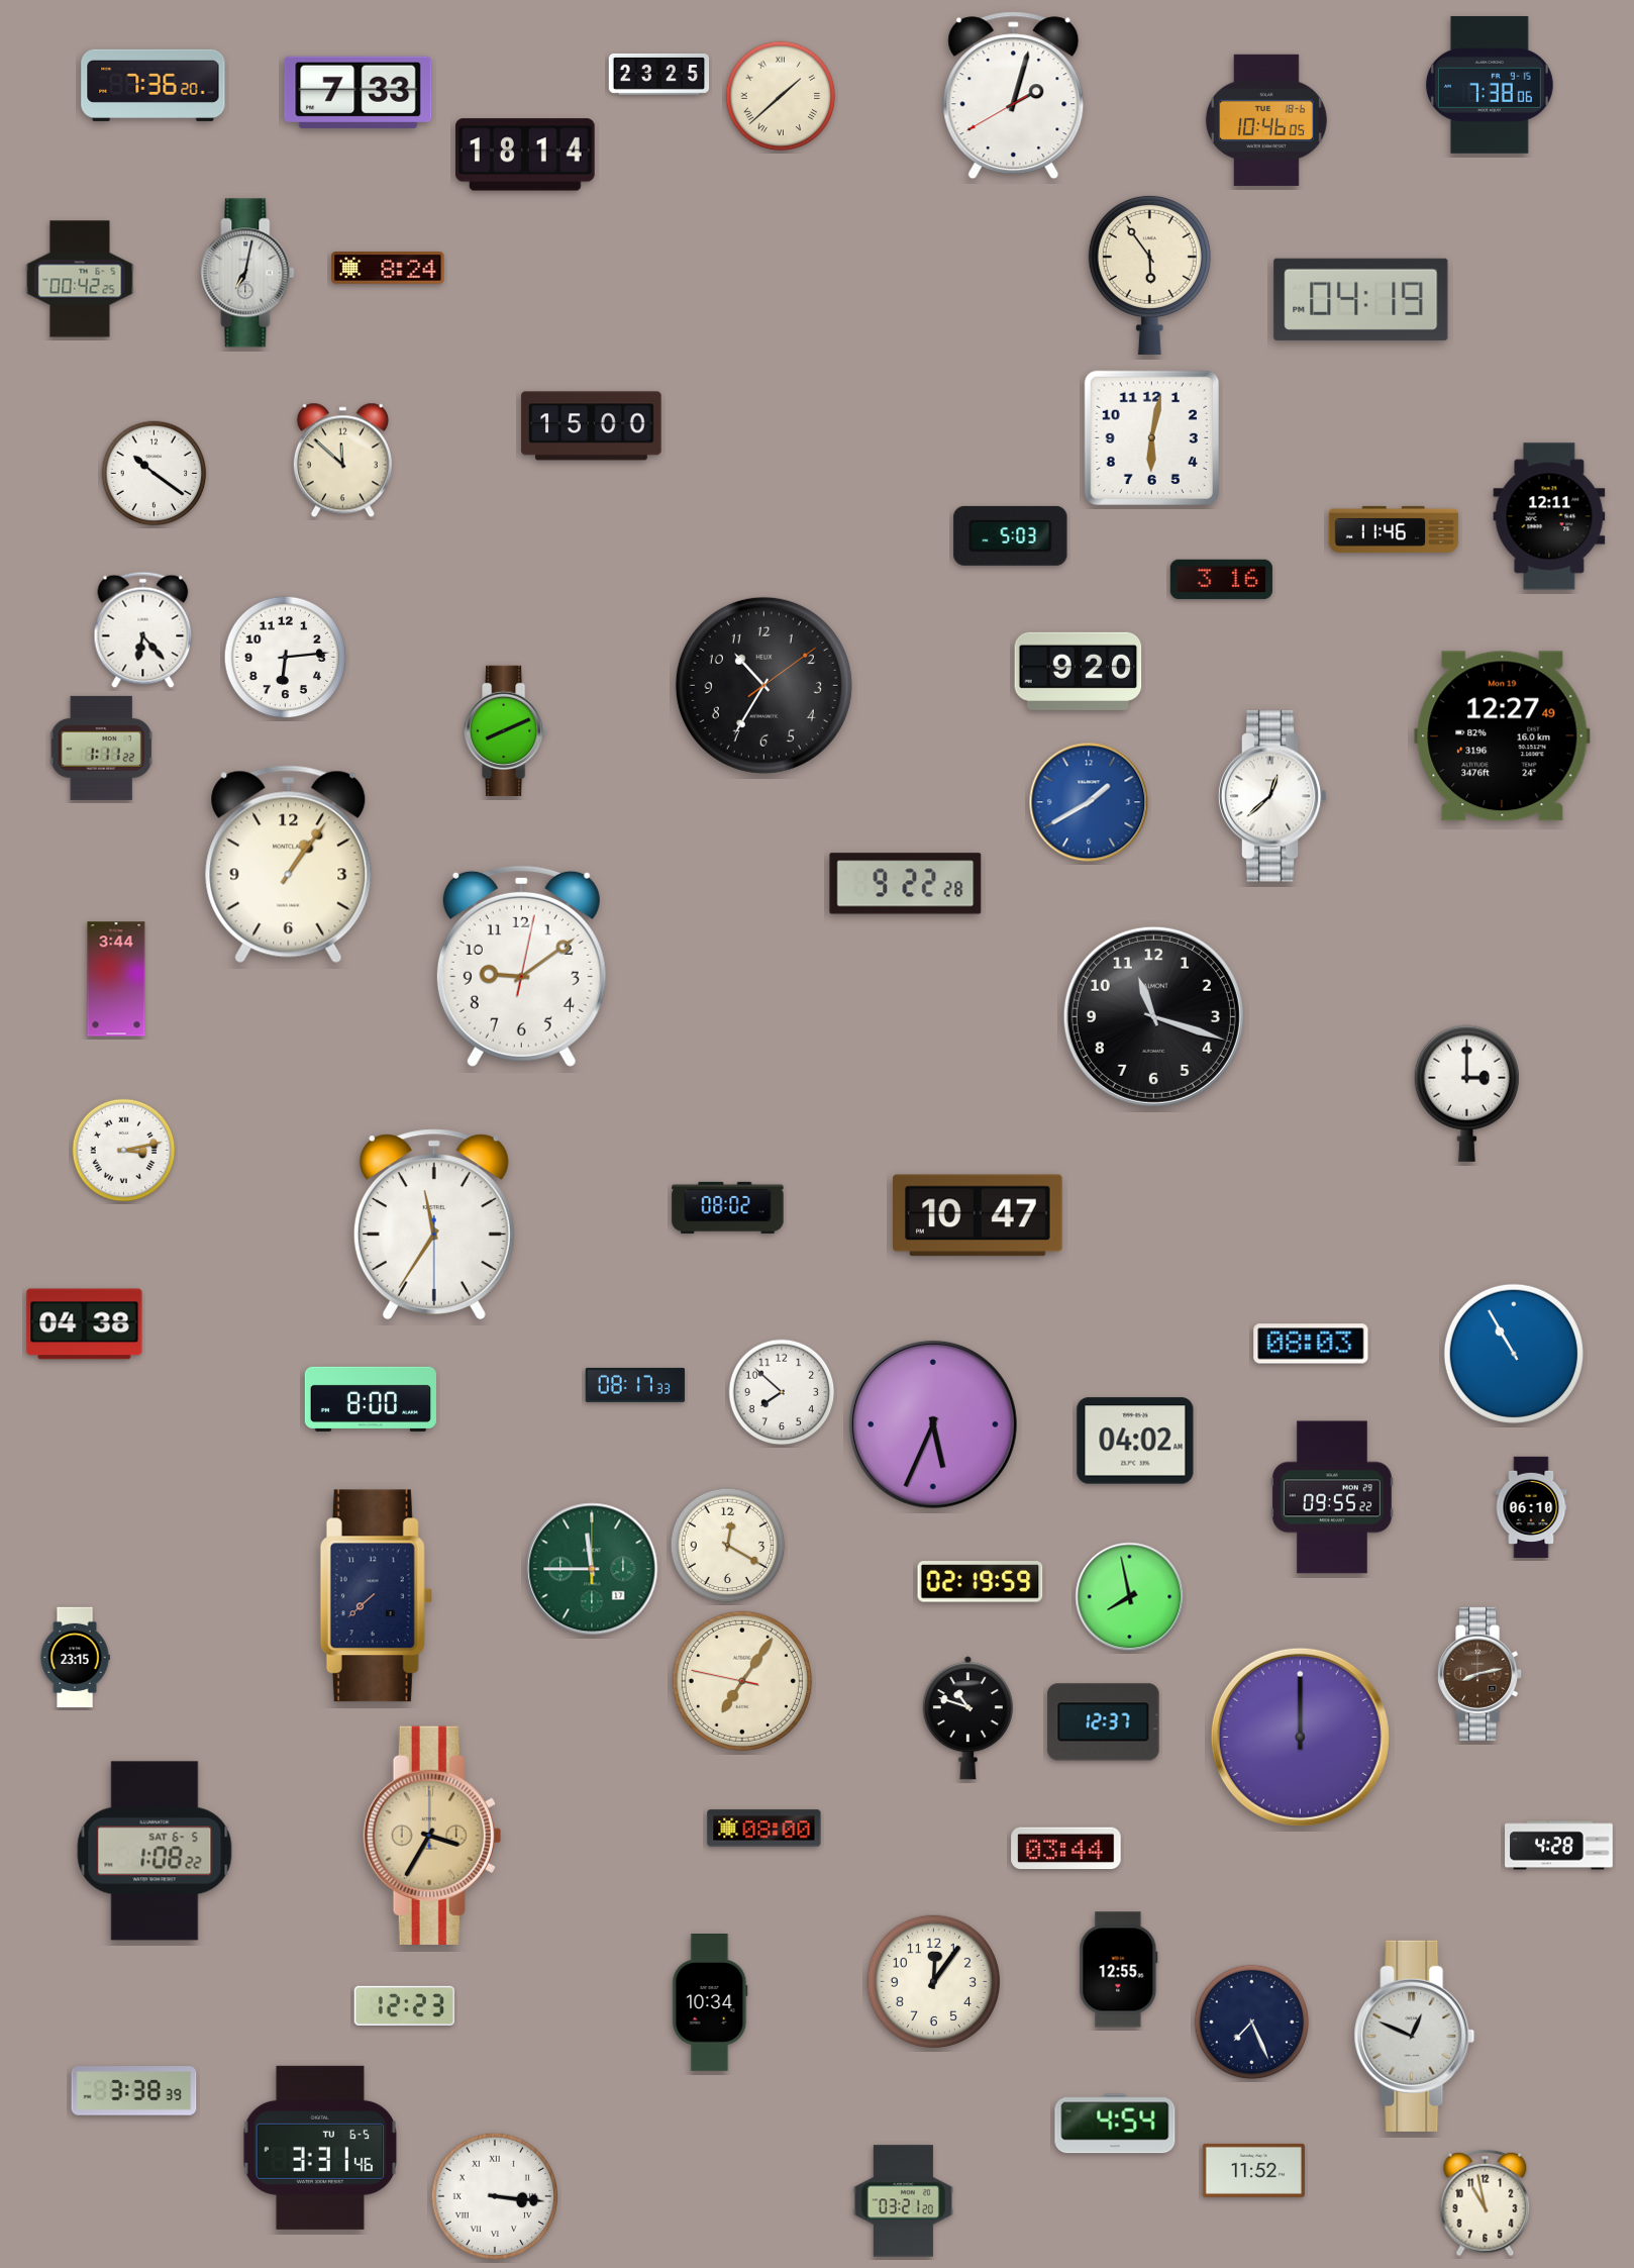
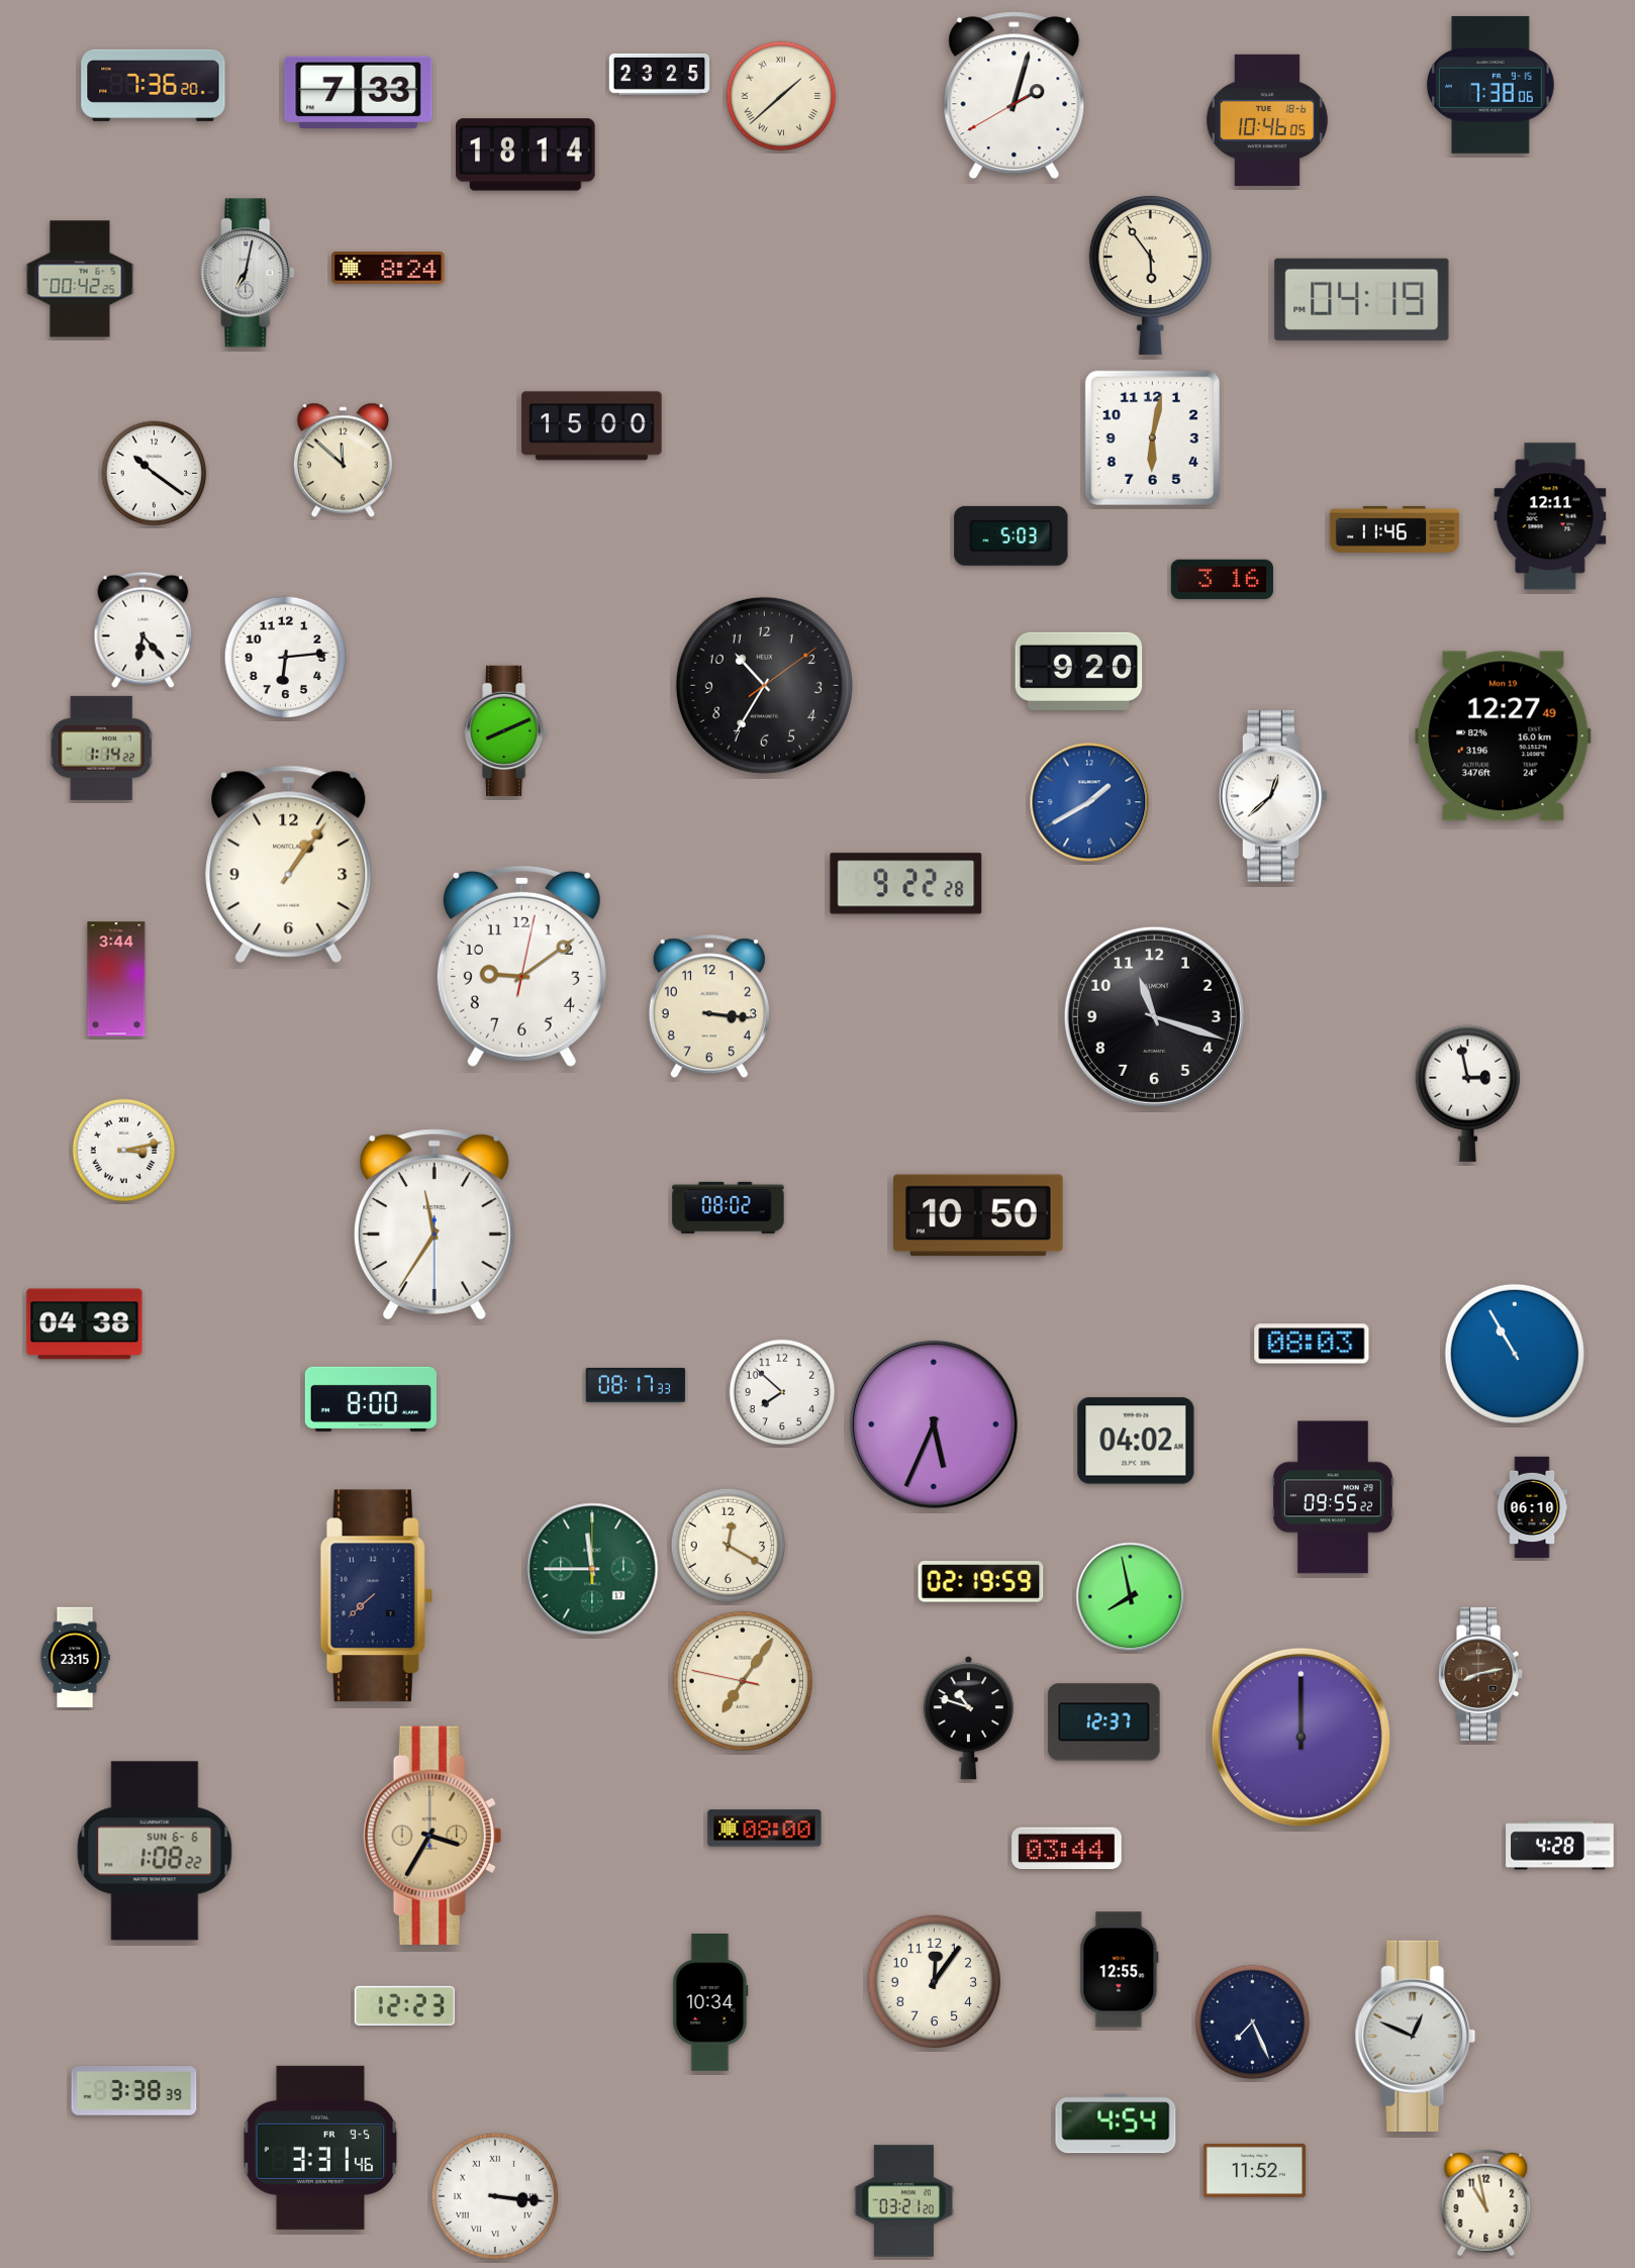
clock at (102, 748): 1:11 -> 1:14
clock at (709, 1006): none -> 3:16
clock at (1466, 1093): 3:00 -> 2:58
clock at (979, 1215): 10:47 -> 10:50
clock at (155, 1851) date: SAT 6-5 -> SUN 6-6
clock at (320, 2148) date: TU 6-5 -> FR 9-5
